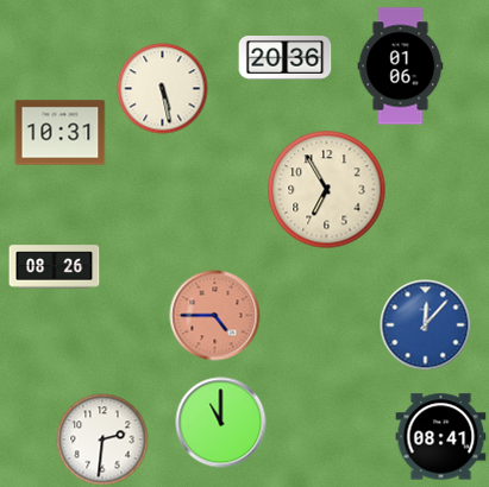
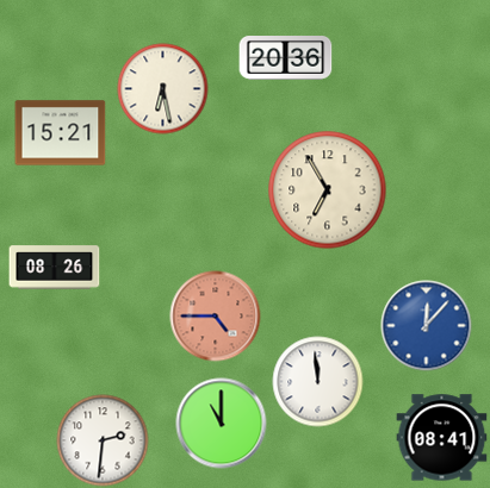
clock at (401, 67): 01:06 -> none
clock at (163, 89): 5:28 -> 6:28
clock at (61, 133): 10:31 -> 15:21
clock at (318, 382): none -> 11:59
